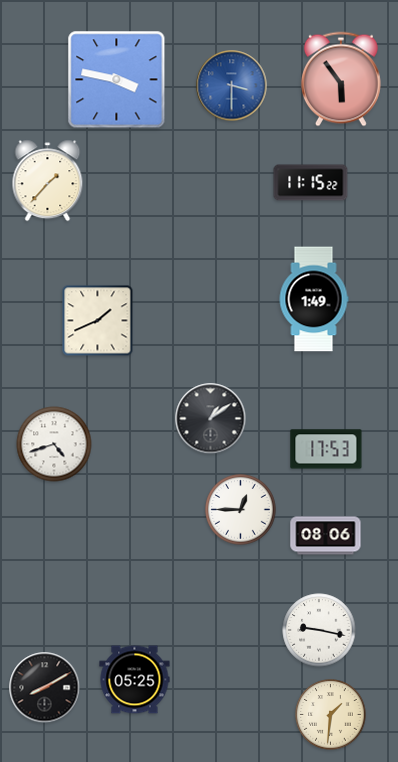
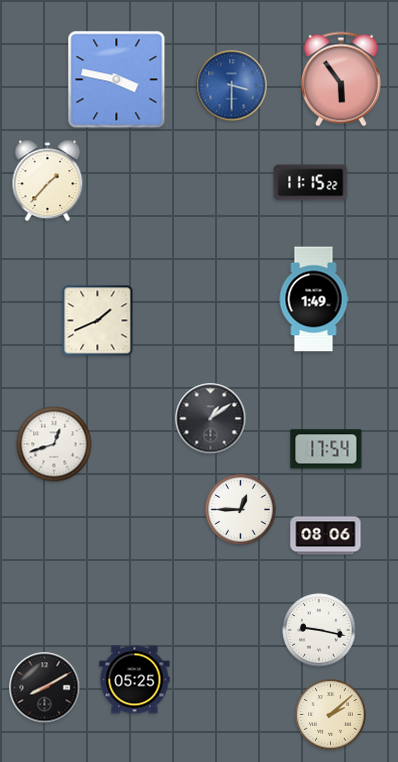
clock at (54, 444): 4:42 -> 12:42
clock at (326, 449): 17:53 -> 17:54
clock at (331, 715): 1:31 -> 2:08
